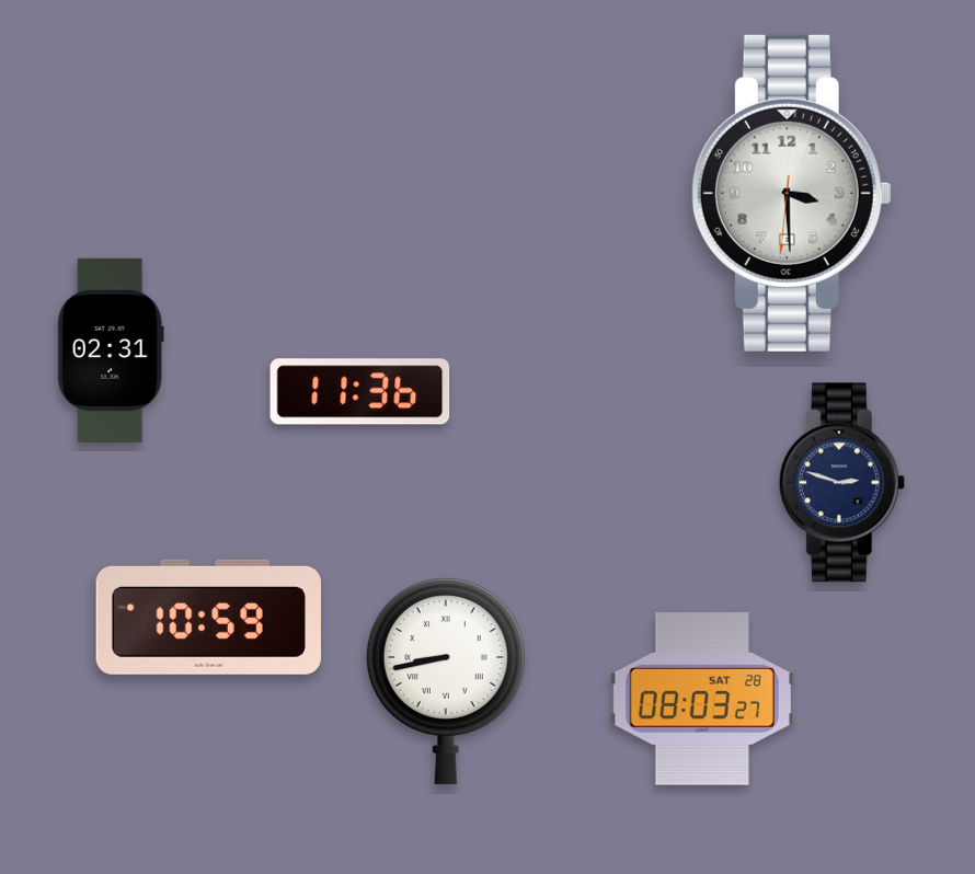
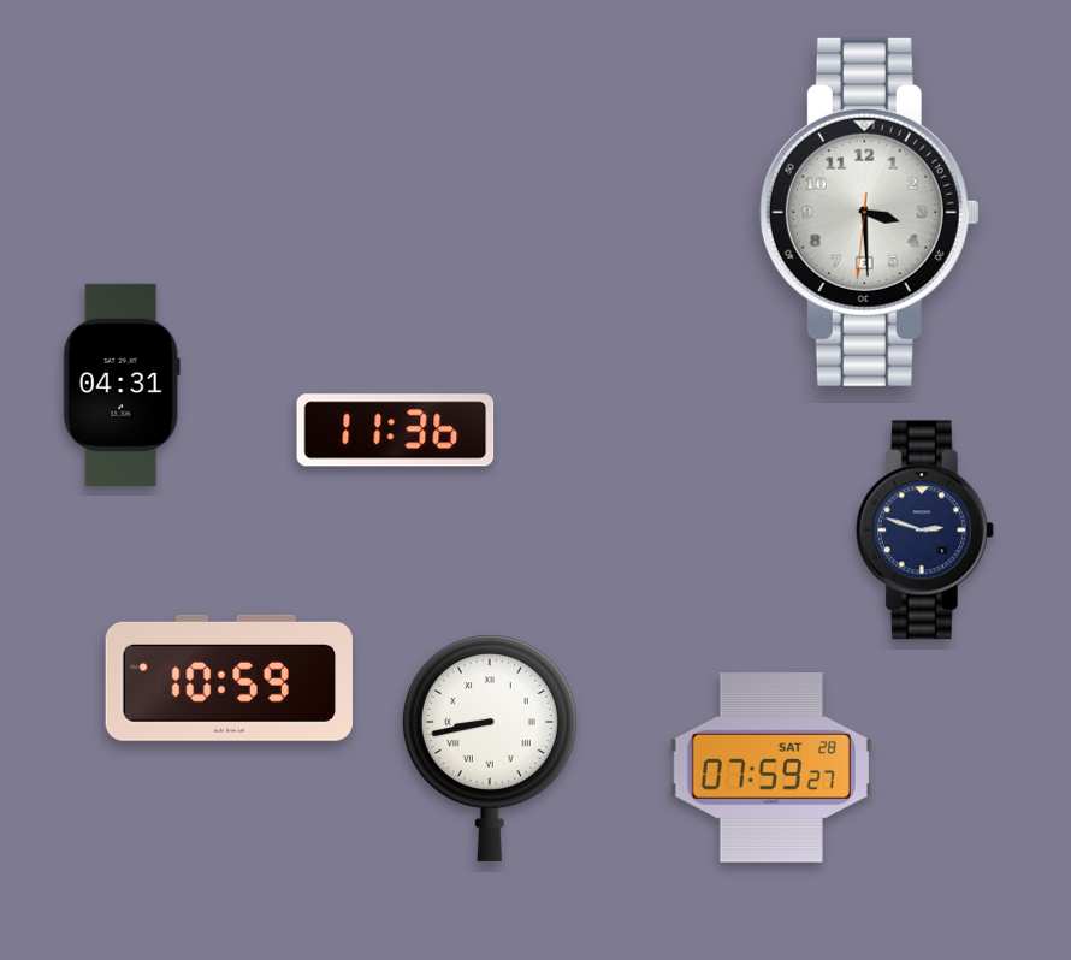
clock at (111, 350): 02:31 -> 04:31
clock at (702, 700): 08:03 -> 07:59
